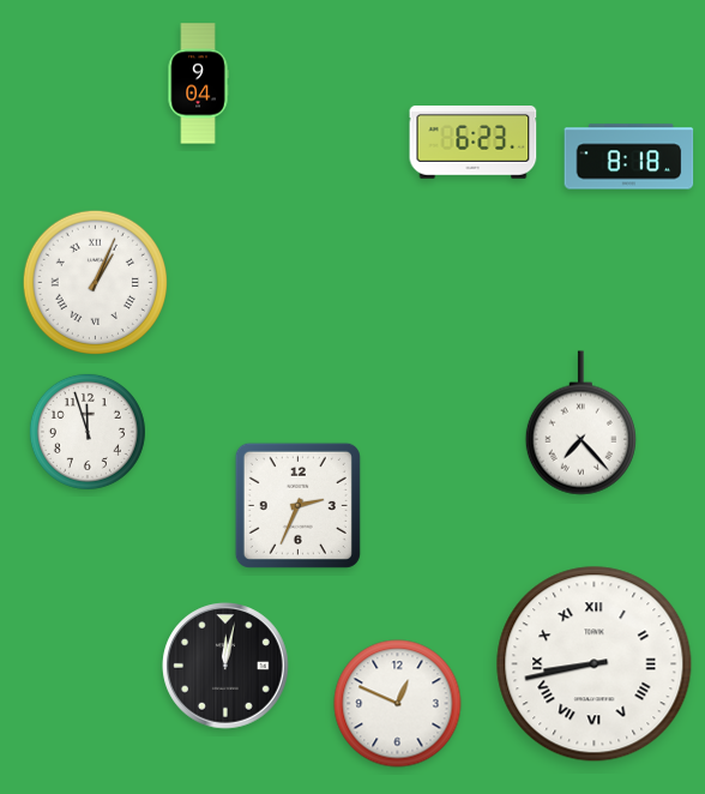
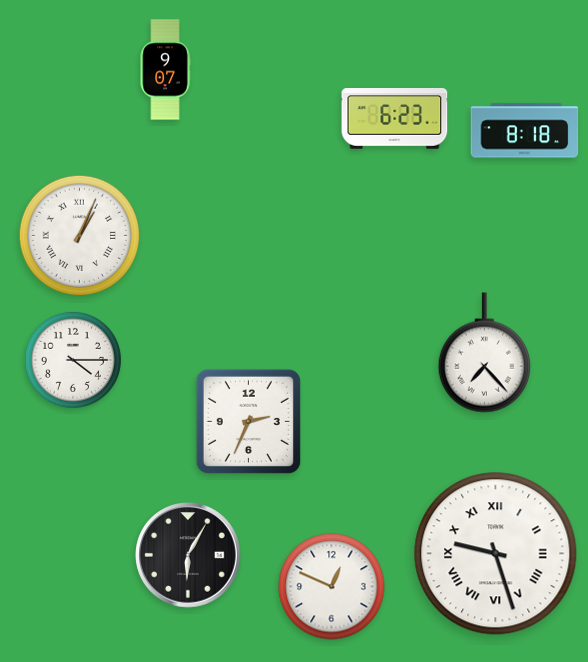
clock at (198, 84): 9:04 -> 9:07
clock at (88, 432): 11:57 -> 4:15
clock at (595, 664): 8:43 -> 9:27
clock at (225, 666): 12:02 -> 6:05
